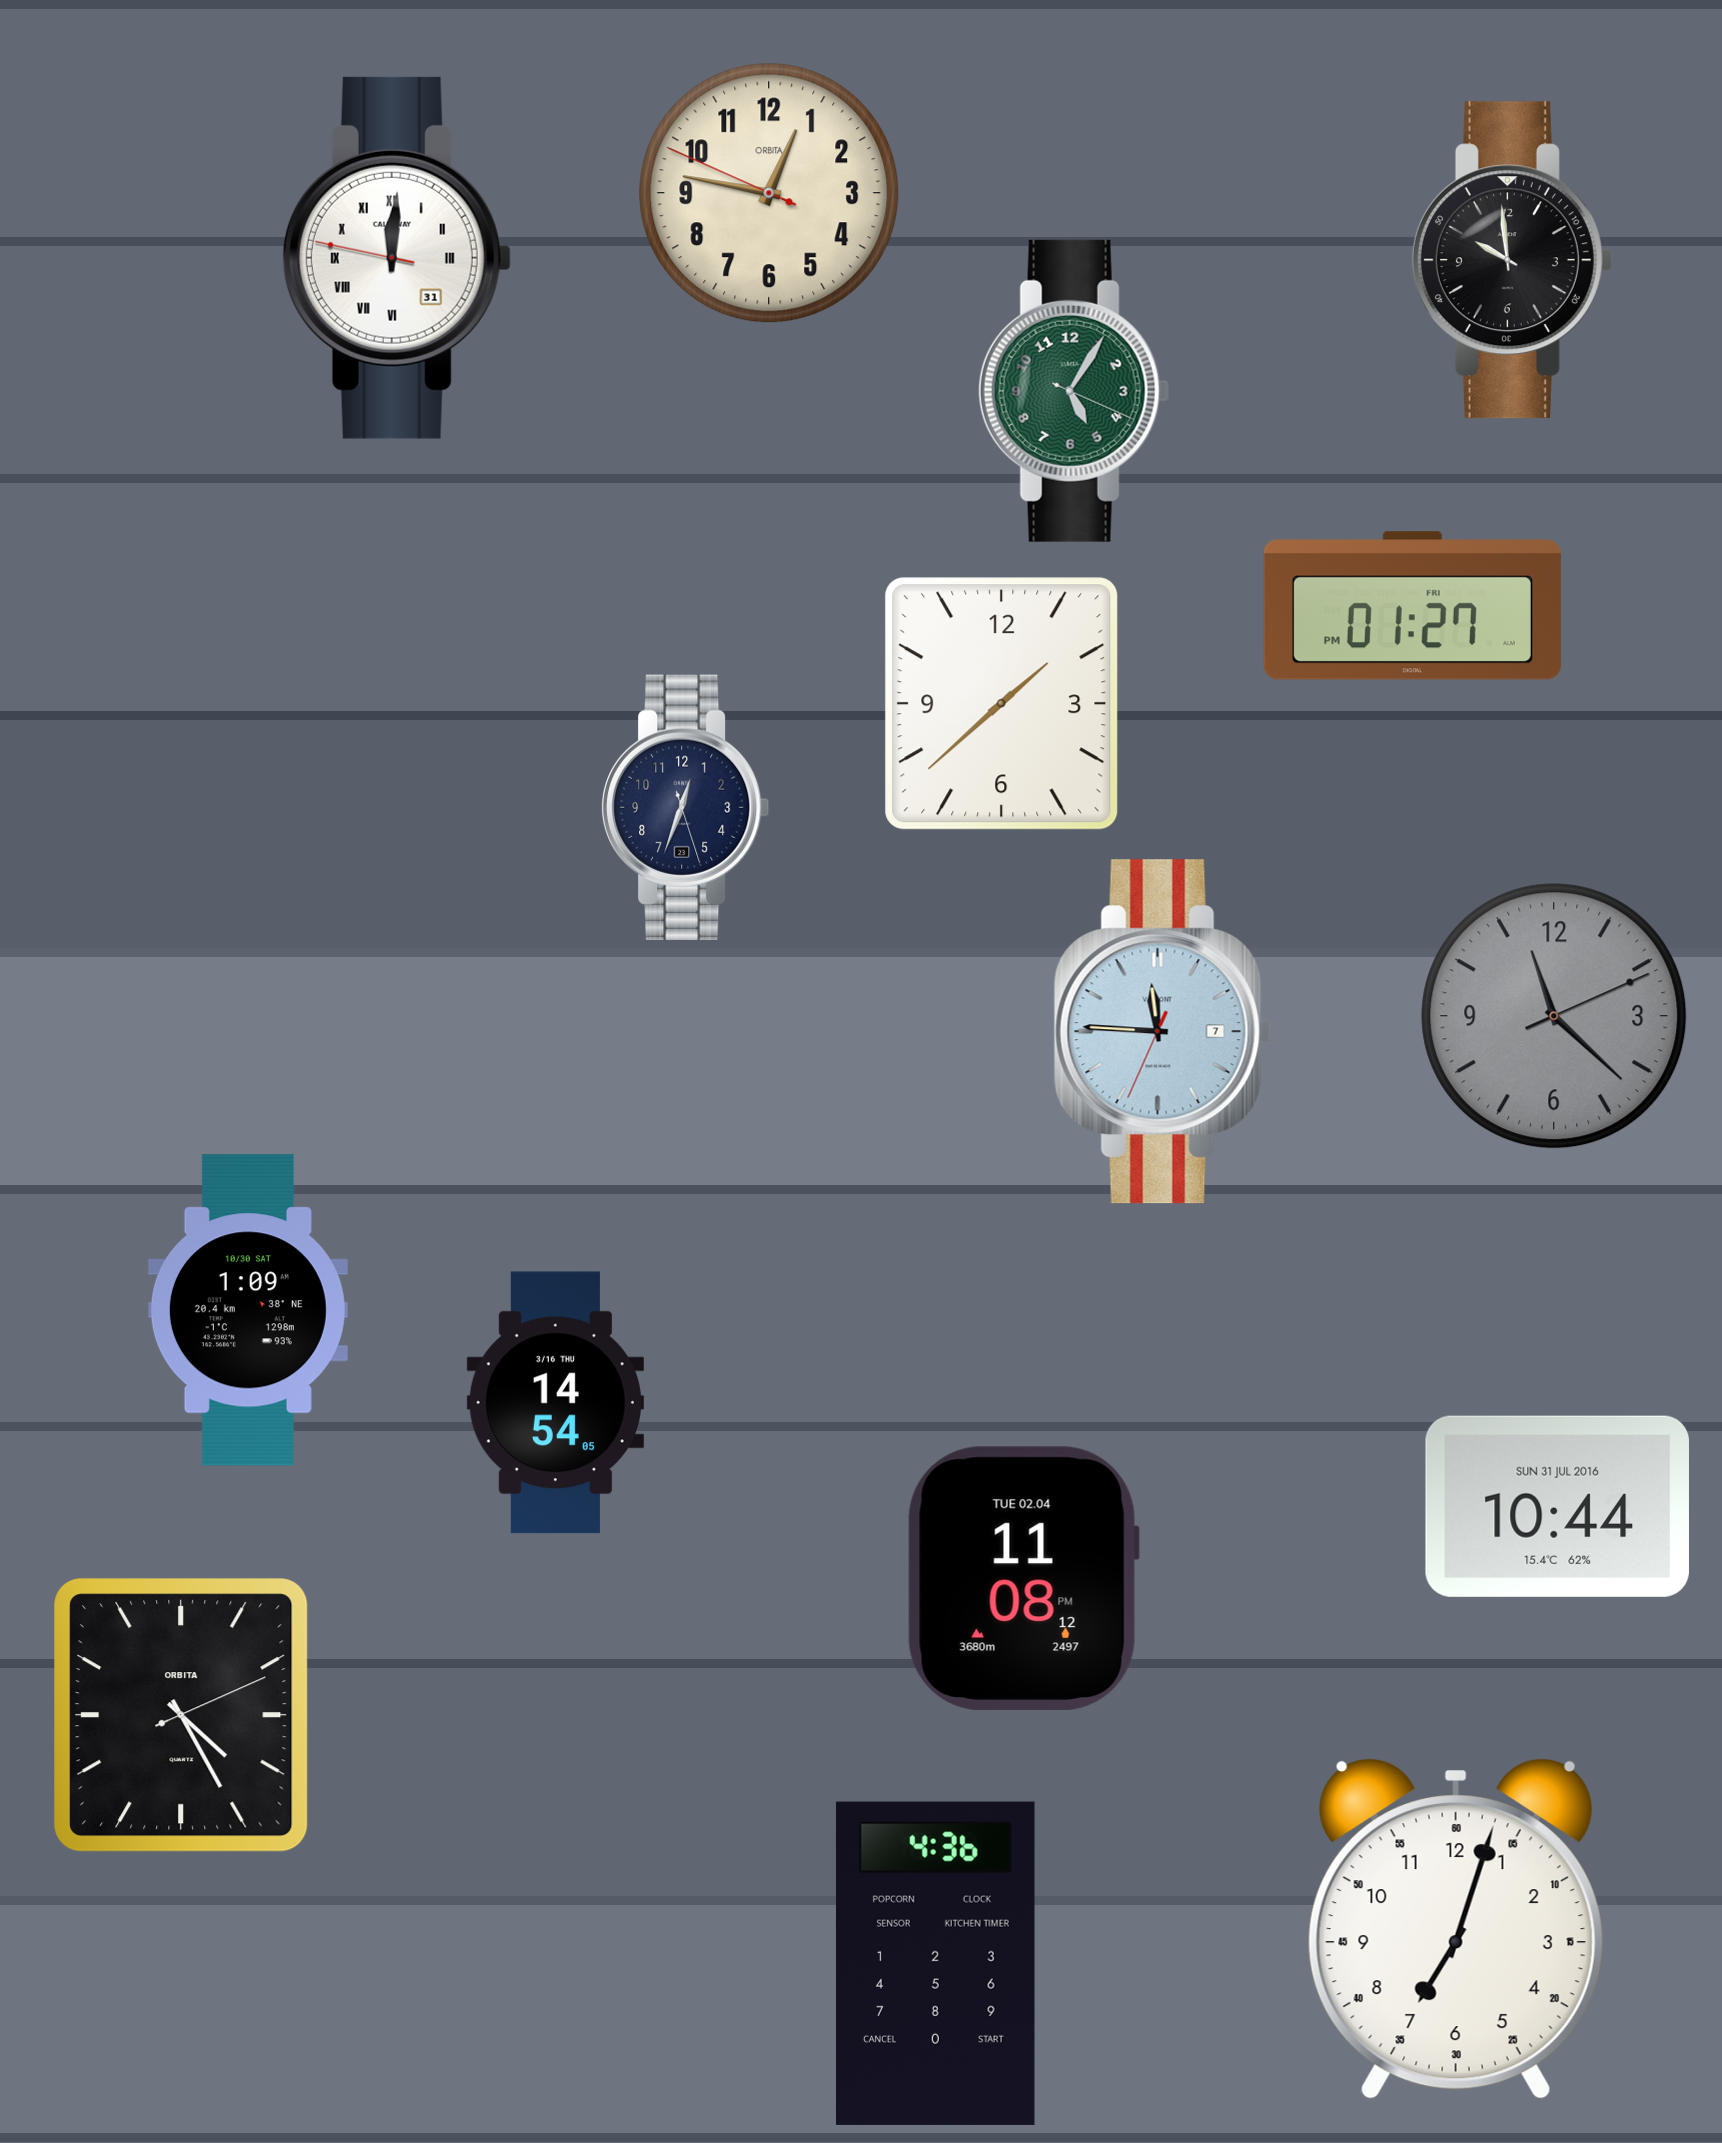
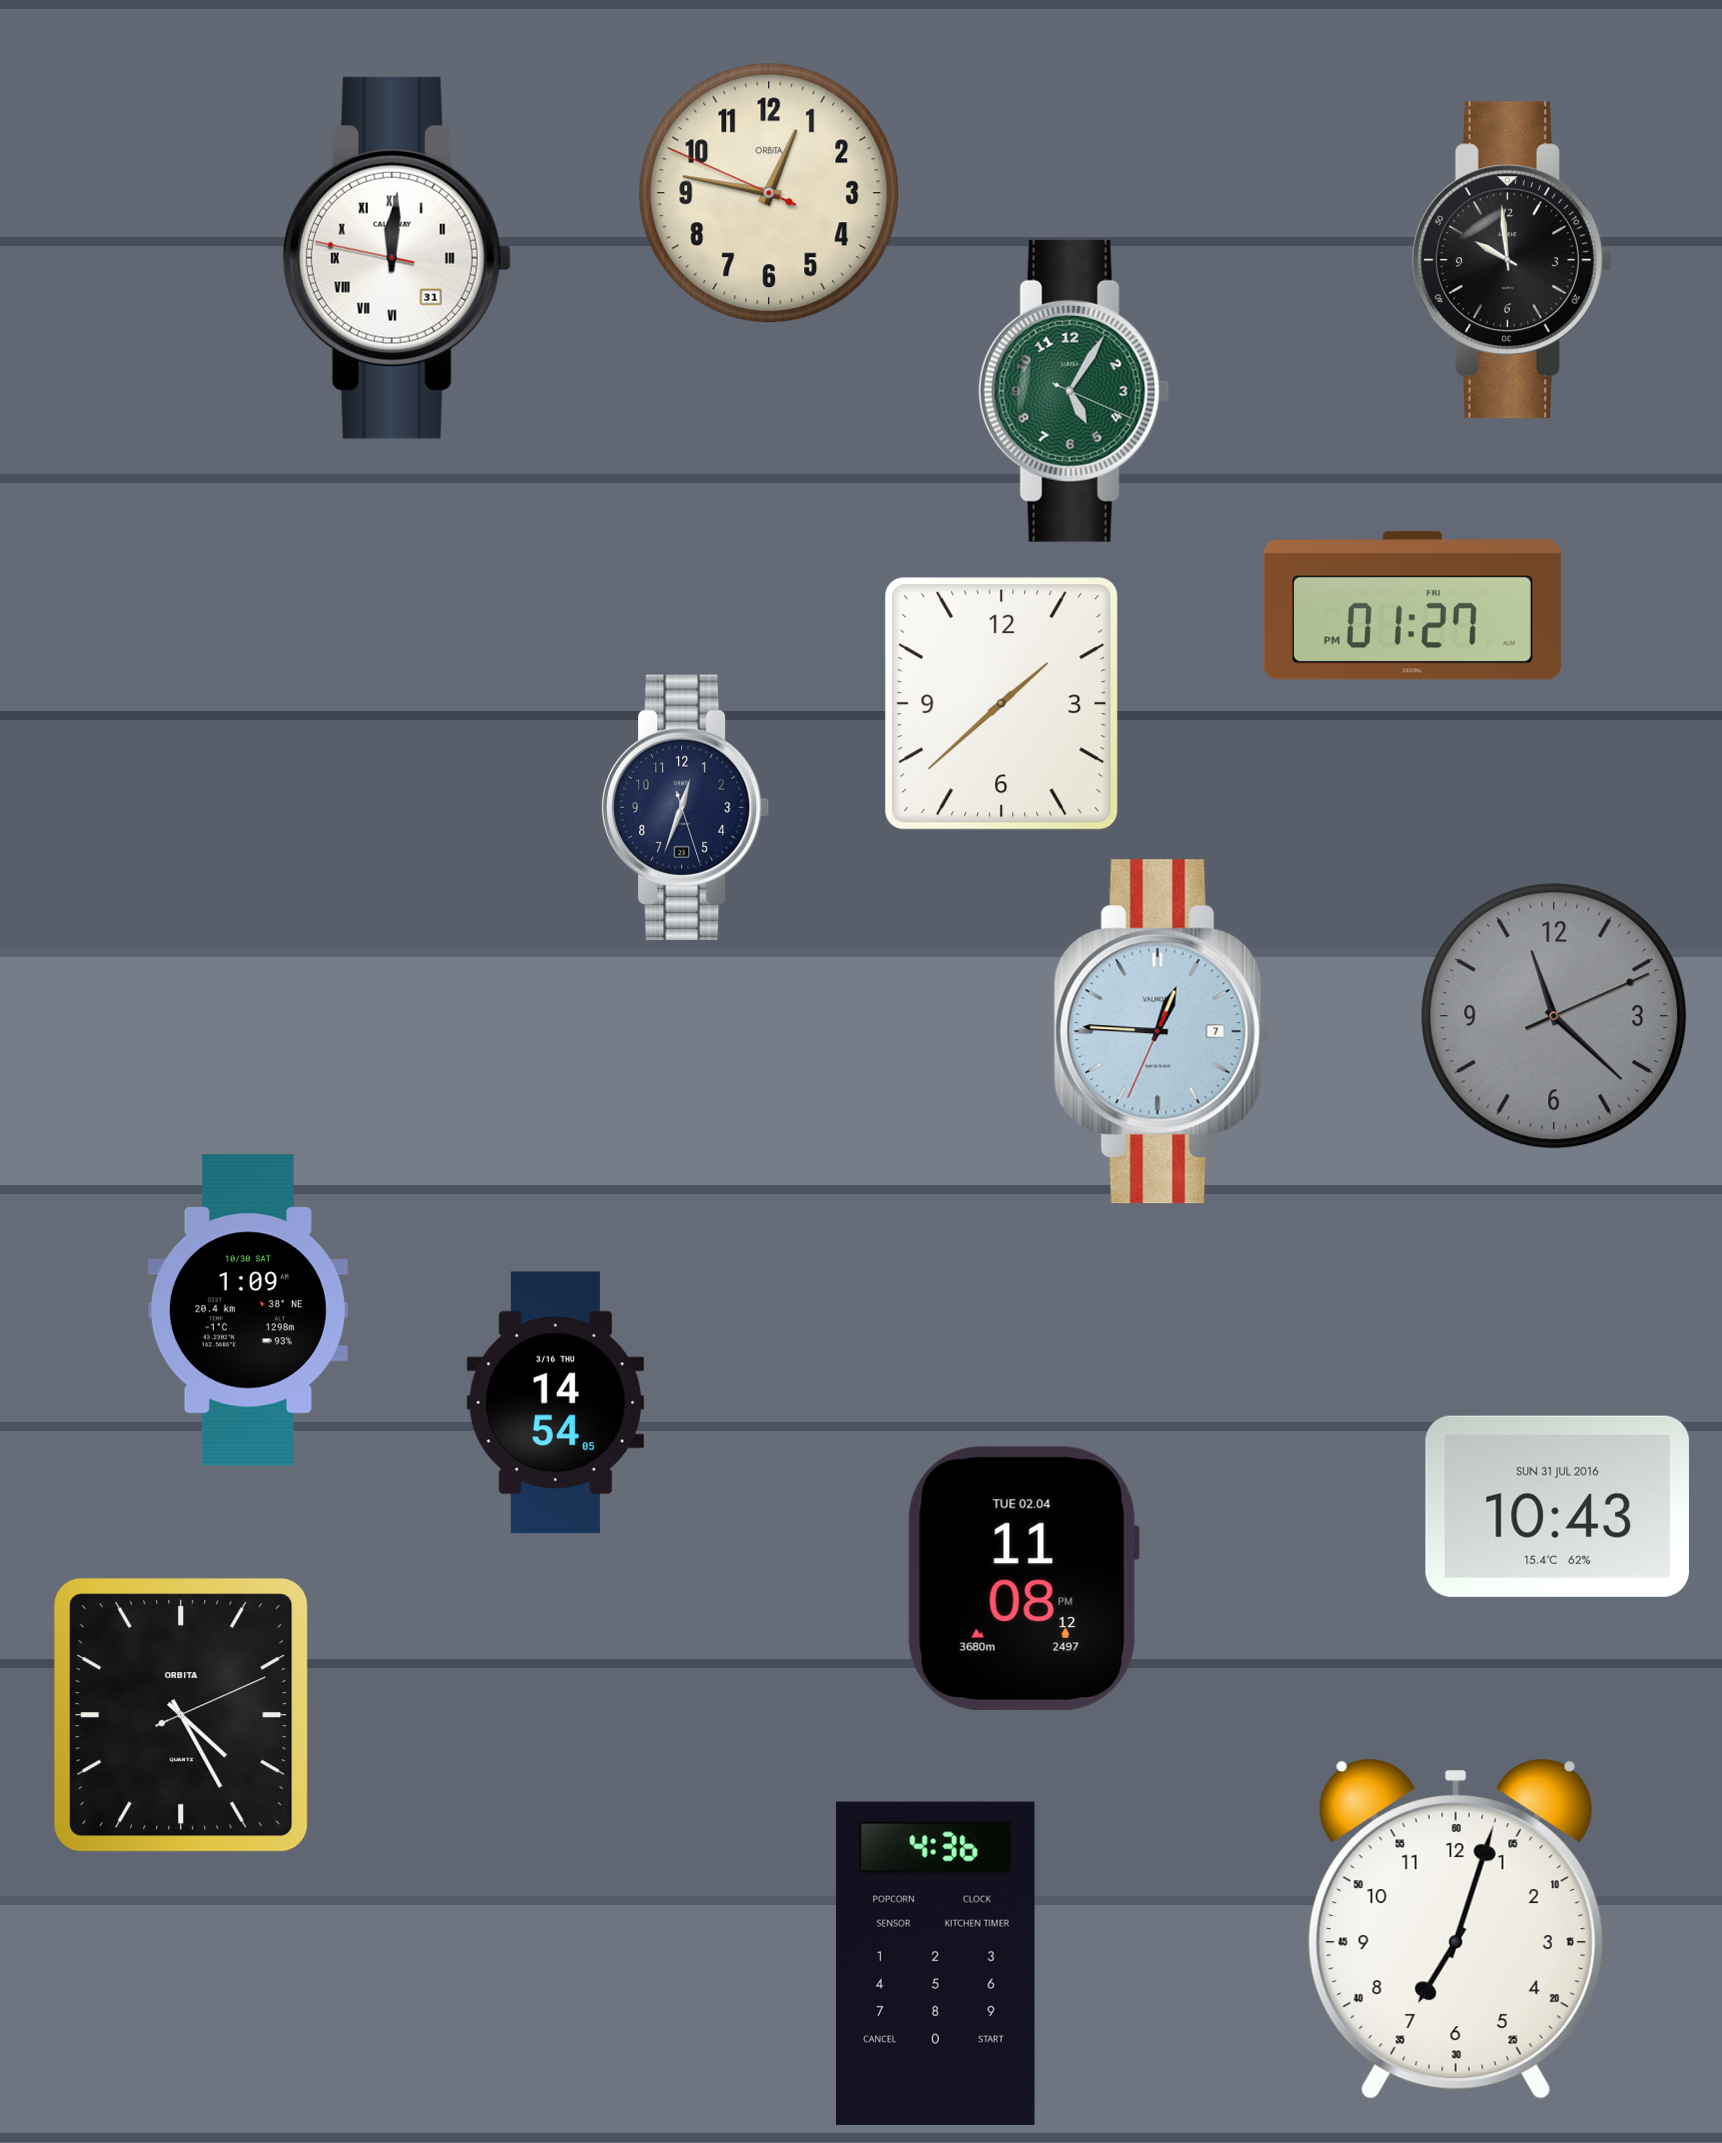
clock at (1162, 1032): 11:45 -> 12:45
clock at (1557, 1506): 10:44 -> 10:43
